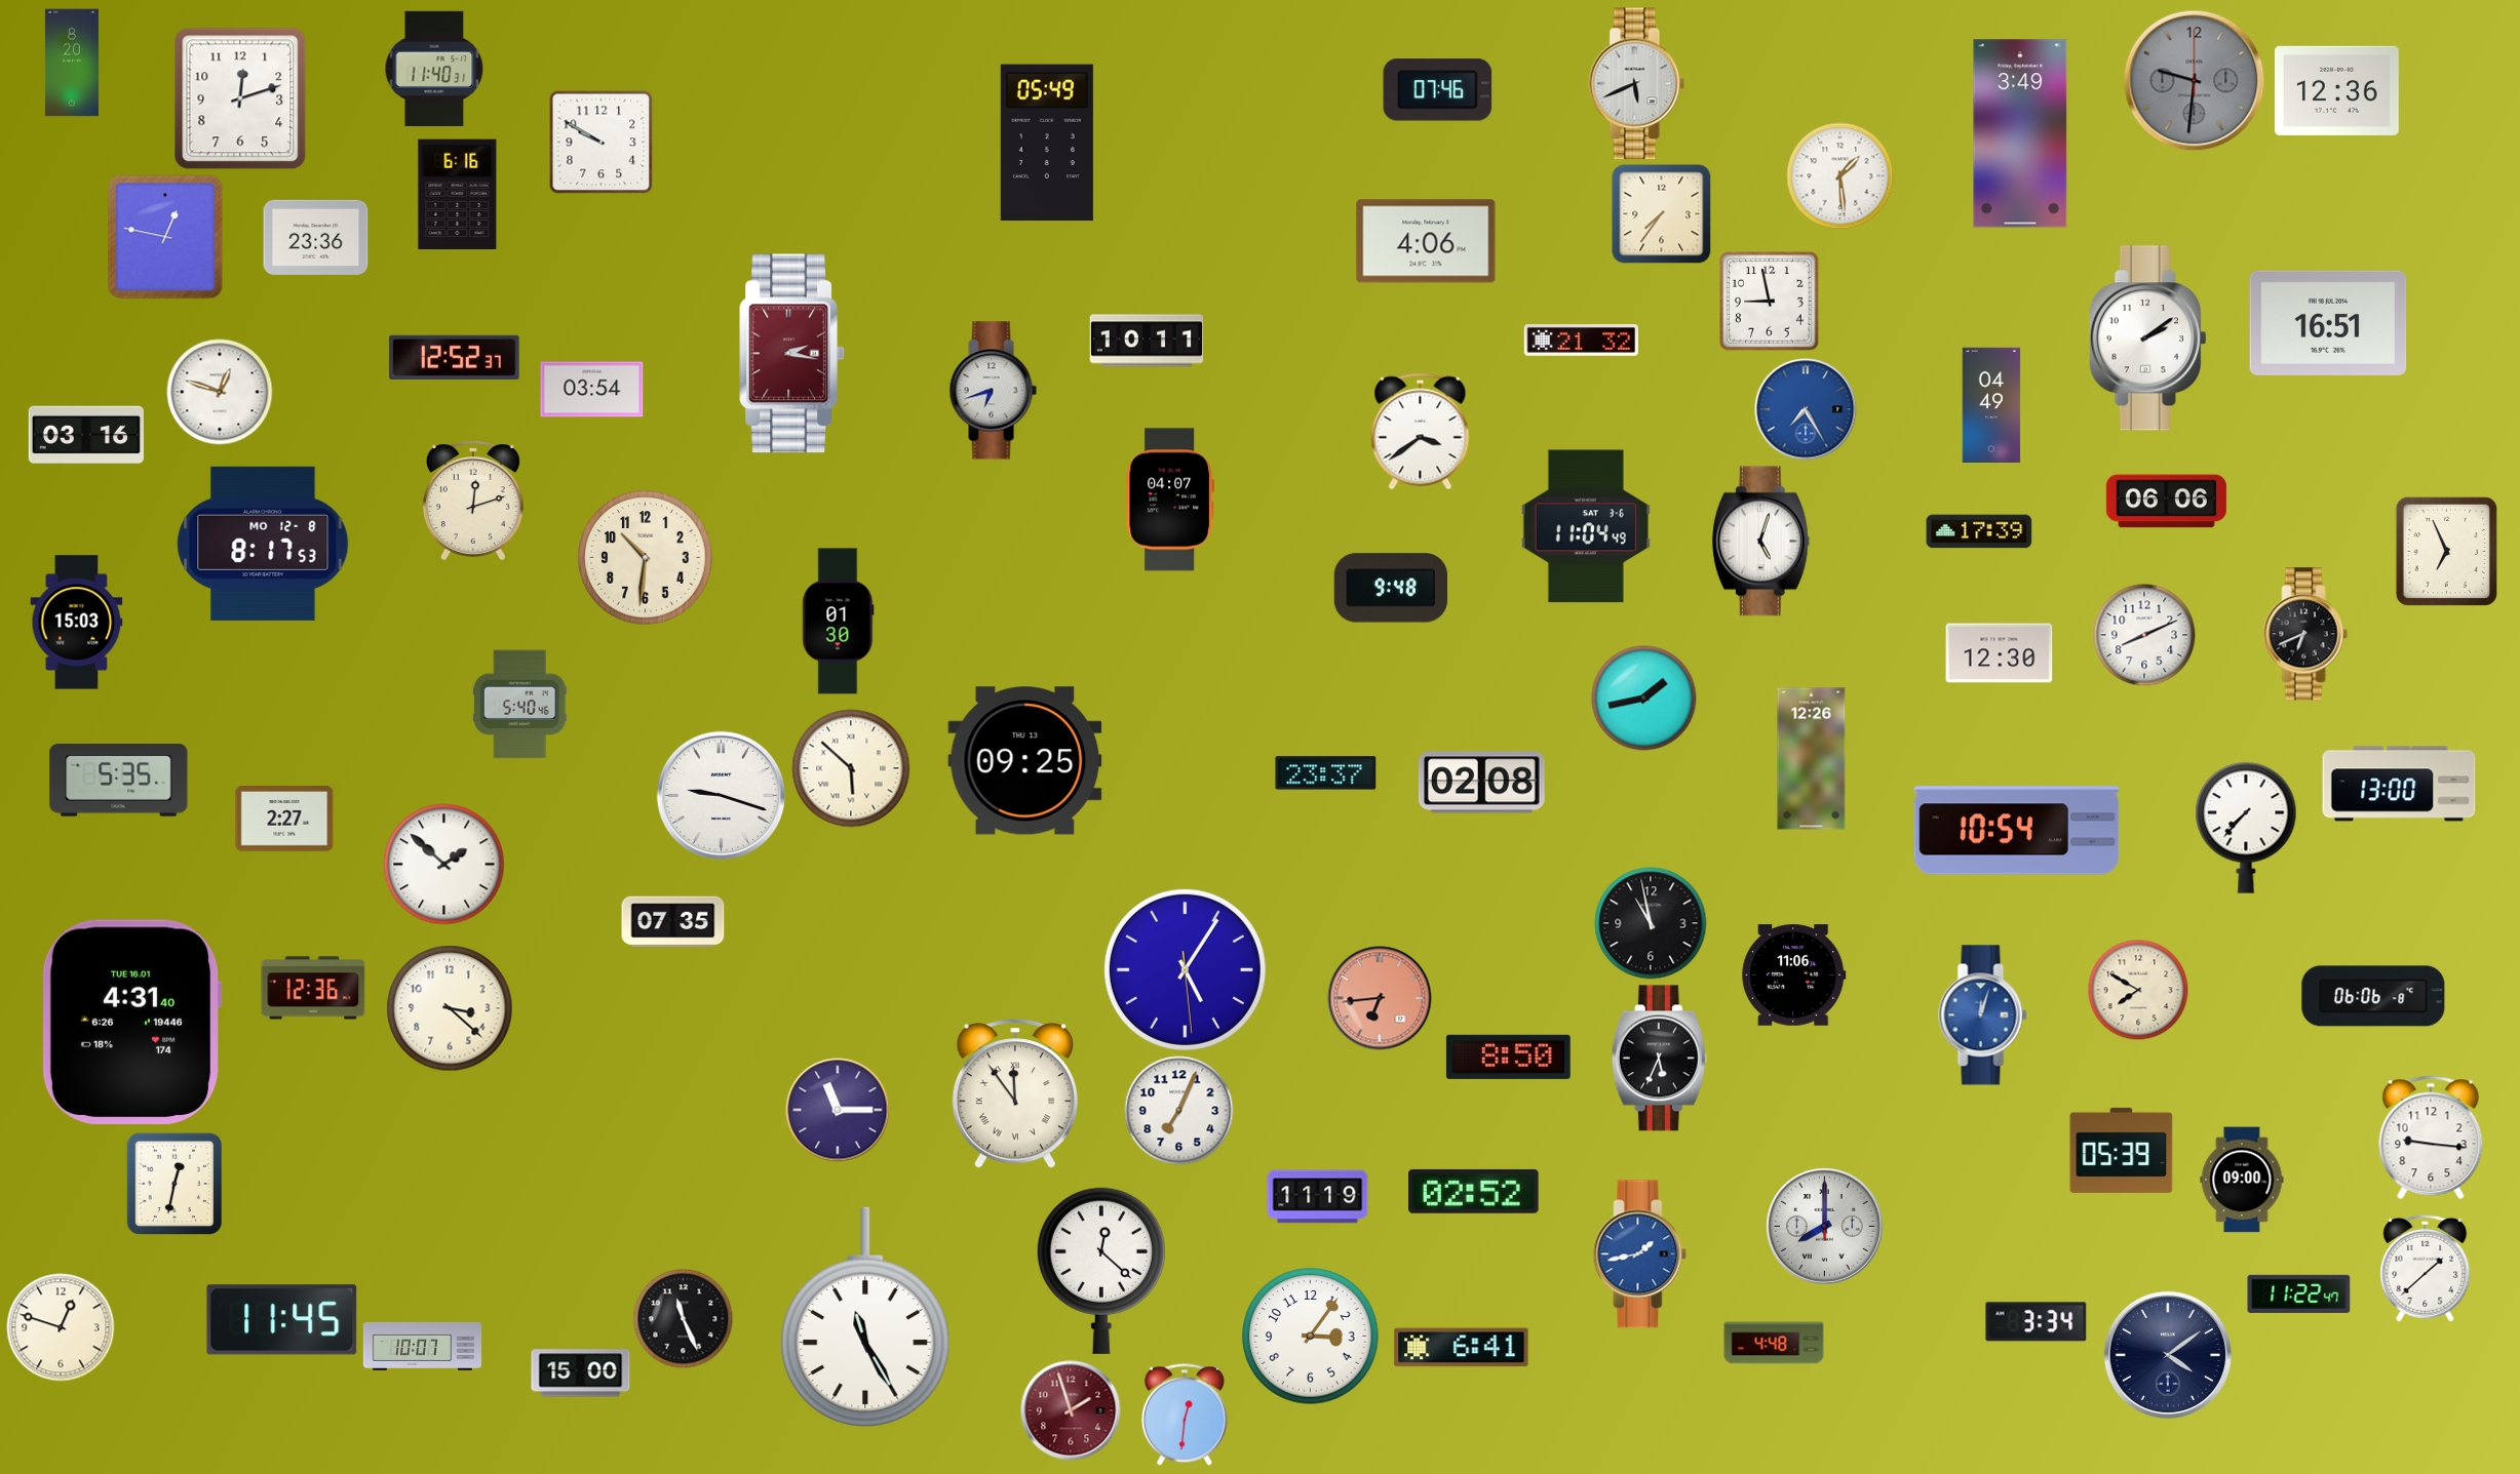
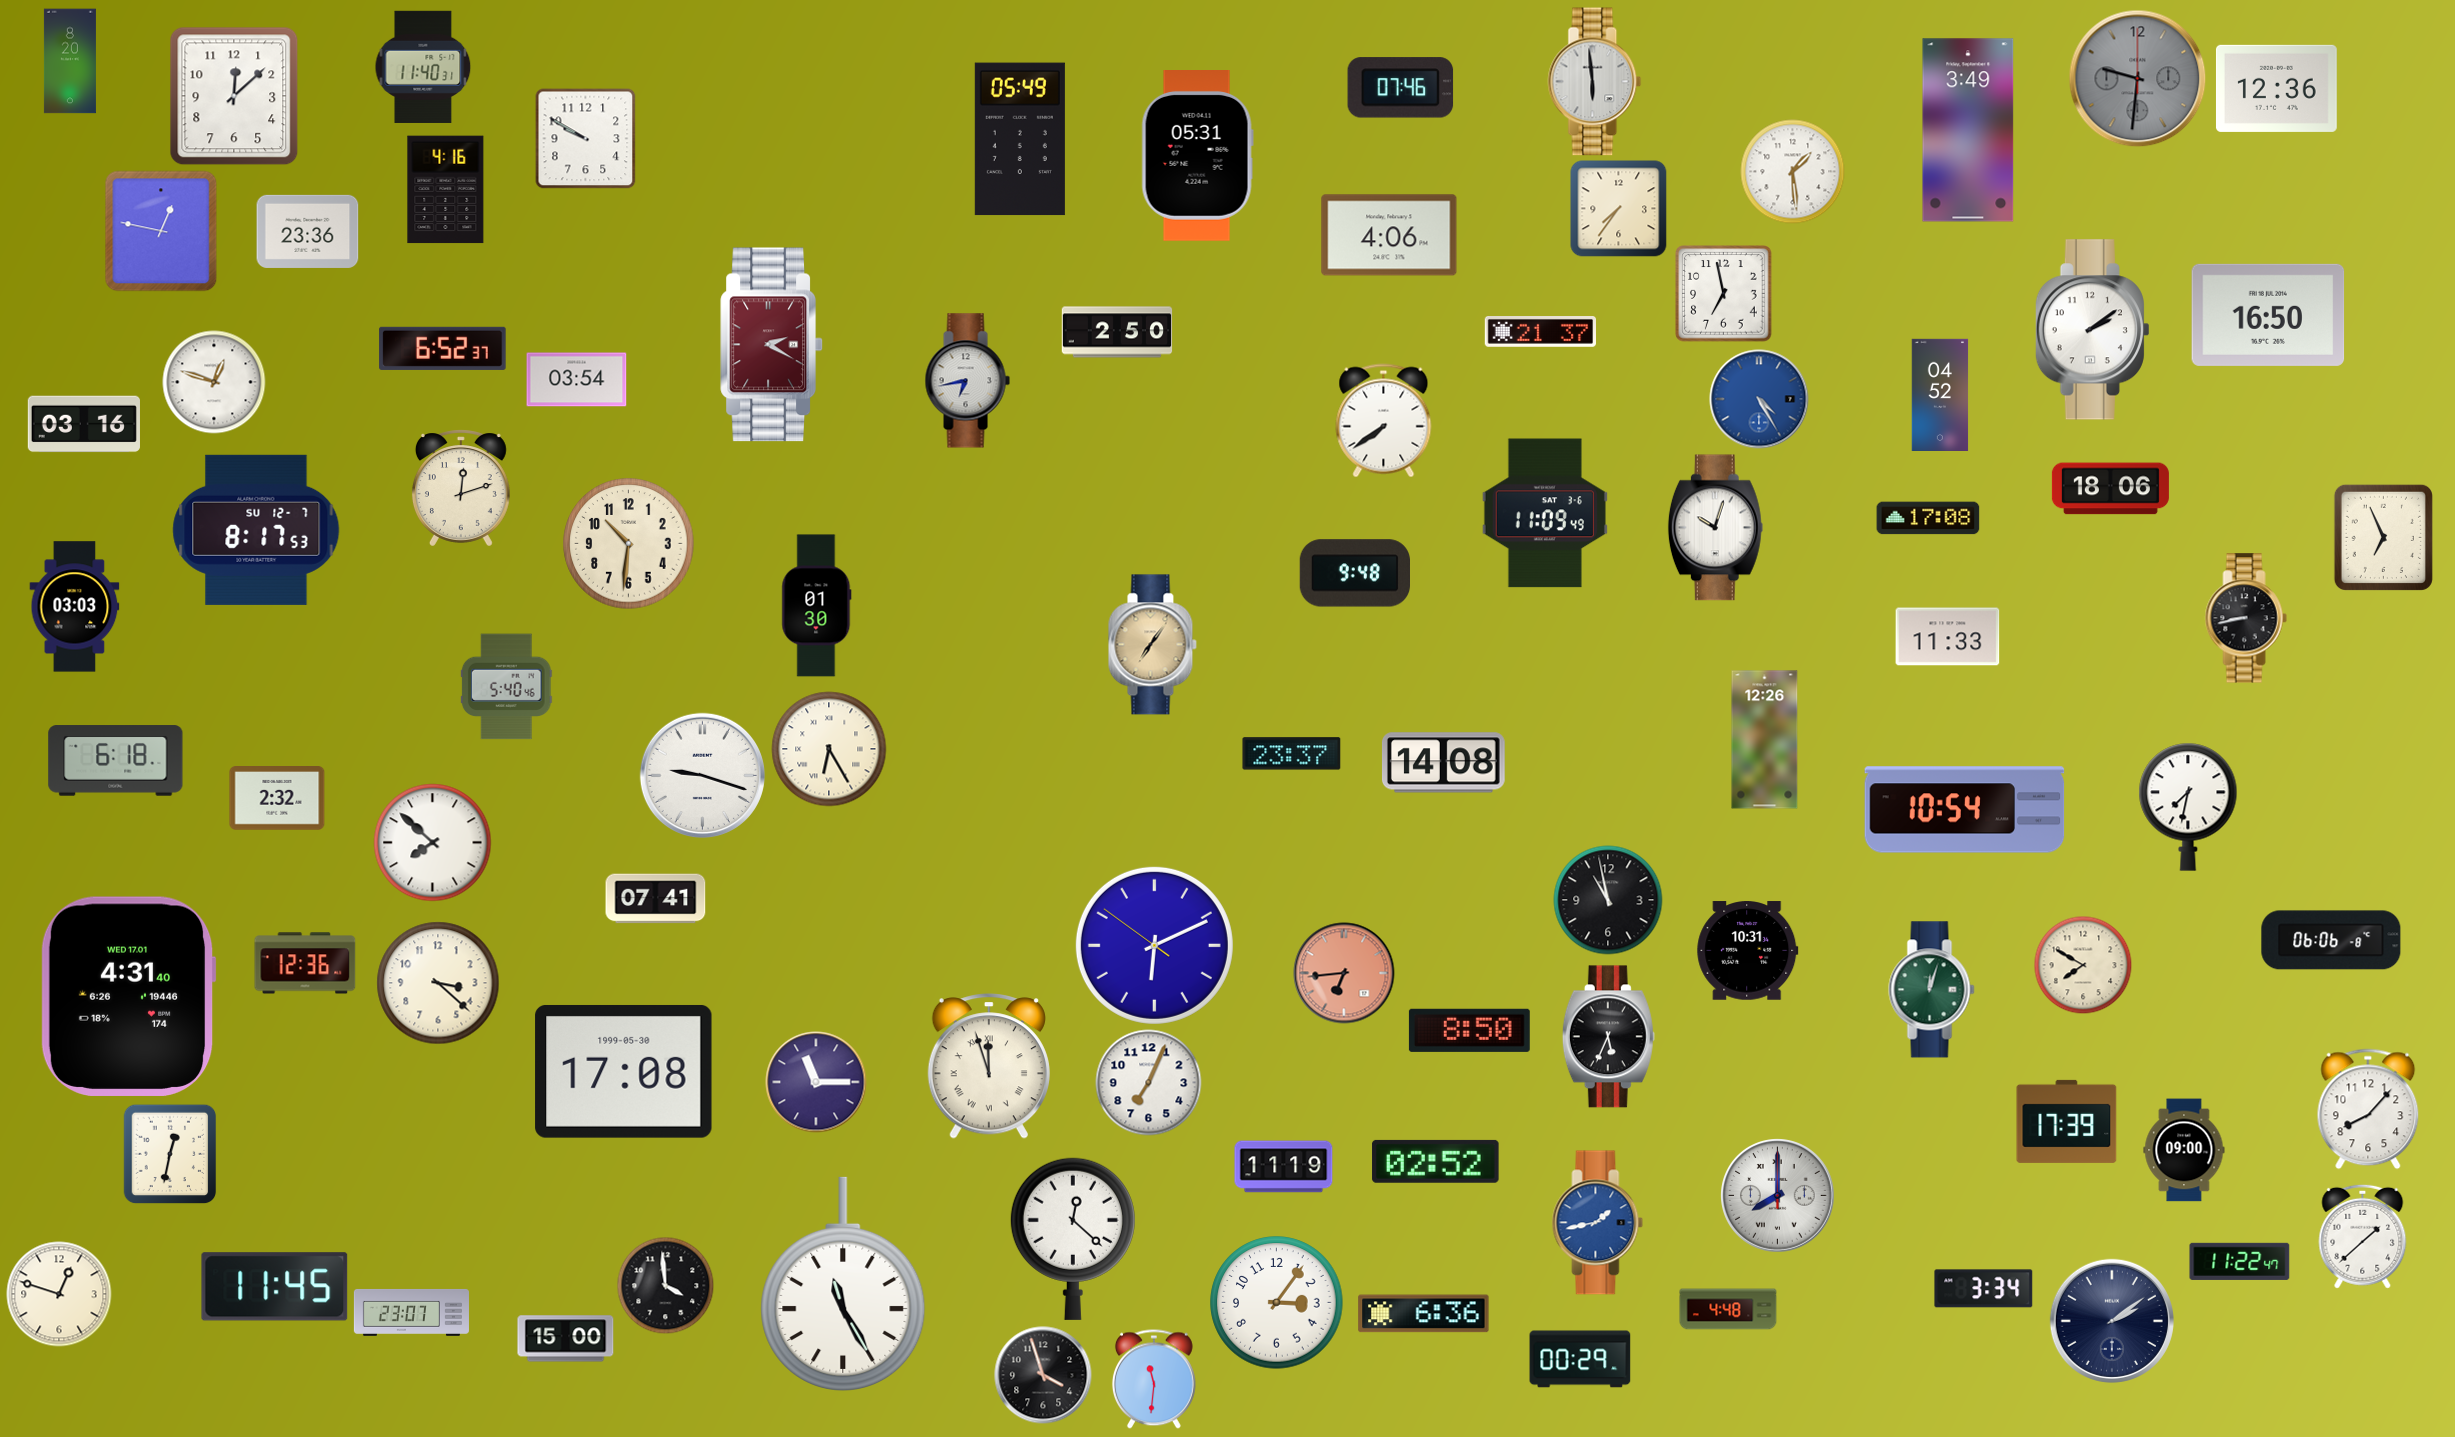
clock at (1637, 84): 5:41 -> 5:59
clock at (240, 98): 12:12 -> 12:08
clock at (1197, 156): none -> 05:31
clock at (458, 195): 6:16 -> 4:16
clock at (1770, 302): 8:58 -> 6:58
clock at (2328, 323): 16:51 -> 16:50
clock at (1147, 341): 10:11 -> 2:50
clock at (1581, 341): 21:32 -> 21:37
clock at (791, 354): 2:17 -> 2:20
clock at (455, 357): 12:52 -> 6:52
clock at (993, 391): 6:42 -> 6:43
clock at (1991, 404): 04:49 -> 04:52
clock at (1806, 409): 7:25 -> 4:25
clock at (1421, 432): 3:39 -> 7:39
clock at (1169, 500): 04:07 -> none
clock at (2166, 502): 06:06 -> 18:06
clock at (1586, 526): 11:04 -> 11:09
clock at (1979, 531): 17:39 -> 17:08
clock at (1760, 542): 5:03 -> 10:03
clock at (263, 544) date: MO 12-8 -> SU 12-7
clock at (77, 623): 15:03 -> 03:03
clock at (2305, 634): 6:41 -> 8:43
clock at (2144, 635): 8:11 -> none
clock at (2000, 653): 12:30 -> 11:33
clock at (1152, 645): none -> 7:06
clock at (1644, 699): 1:43 -> none
clock at (1025, 761): 09:25 -> none
clock at (851, 768): 5:52 -> 6:25
clock at (119, 781): 5:35 -> 6:18
clock at (1481, 783): 02:08 -> 14:08
clock at (2399, 784): 13:00 -> none
clock at (284, 820): 2:27 -> 2:32
clock at (2246, 828): 7:37 -> 7:32
clock at (444, 865): 1:52 -> 7:52
clock at (673, 922): 07:35 -> 07:41
clock at (1185, 969): 5:05 -> 6:10
clock at (1794, 975): 11:06 -> 10:31
clock at (2373, 996) position: (2373, 996) -> (2331, 940)
clock at (1983, 1015) dial: blue -> green
clock at (131, 1022) date: TUE 16.01 -> WED 17.01
clock at (1659, 1059) position: (1659, 1059) -> (1608, 1037)
clock at (1015, 1093): 11:54 -> 11:57
clock at (624, 1071): none -> 17:08
clock at (2431, 1138): 9:16 -> 8:07
clock at (2122, 1150): 05:39 -> 17:39
clock at (683, 1318): 11:26 -> 3:59
clock at (422, 1346): 10:07 -> 23:07
clock at (1462, 1348): 6:41 -> 6:36
clock at (2168, 1355): 4:09 -> 2:09
clock at (1580, 1359): none -> 00:29
clock at (1071, 1410): 1:57 -> 3:57
clock at (1071, 1410) dial: burgundy -> black
clock at (1185, 1415): 12:31 -> 11:31
